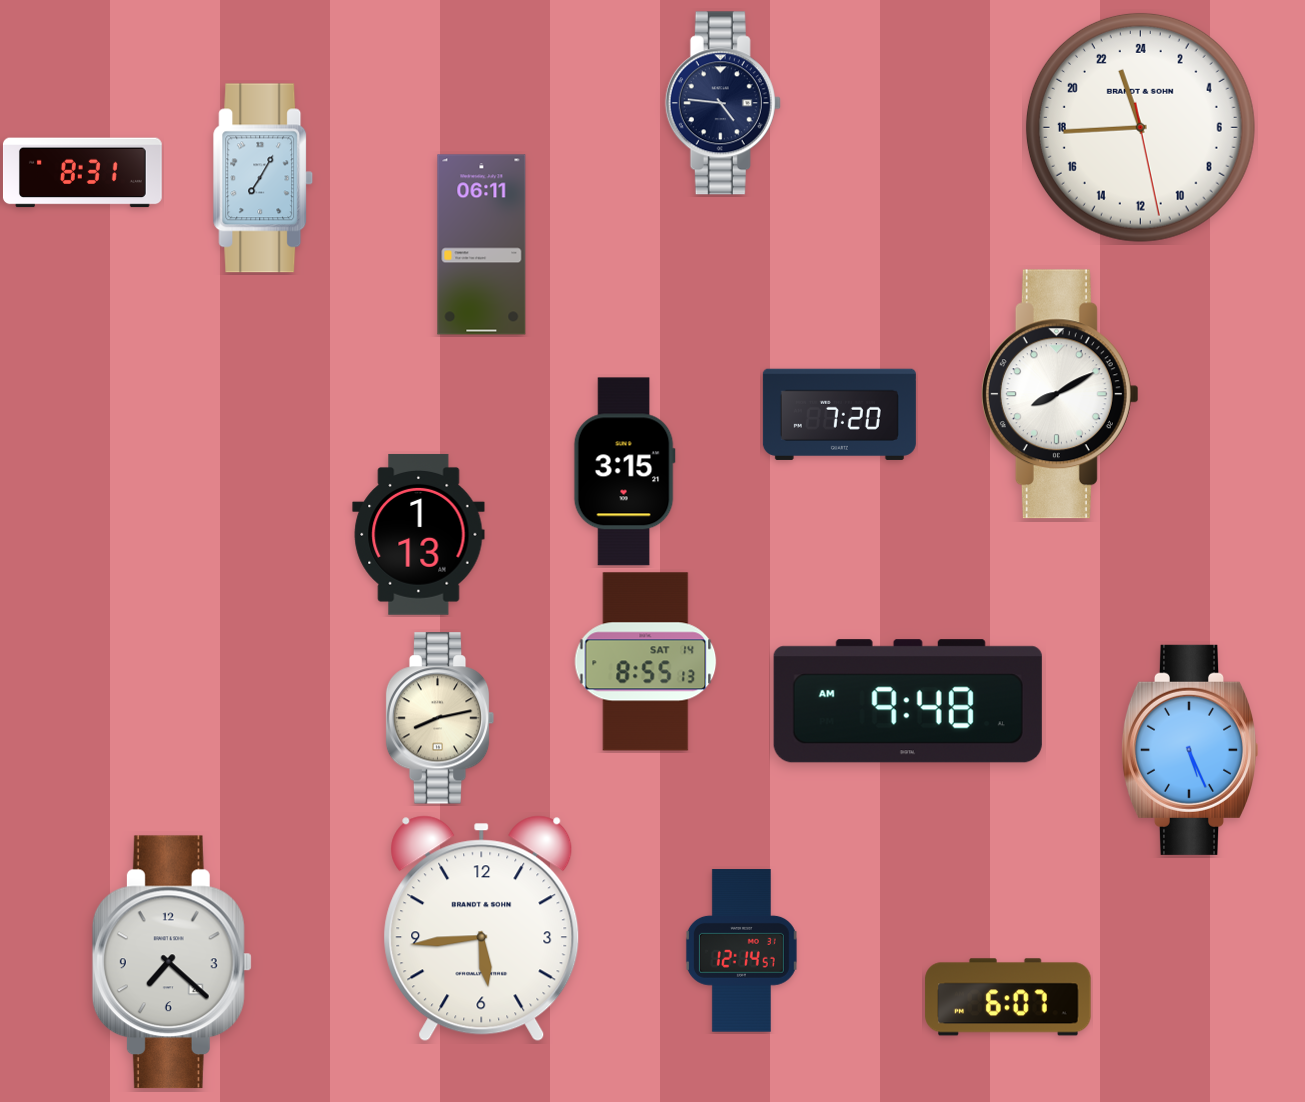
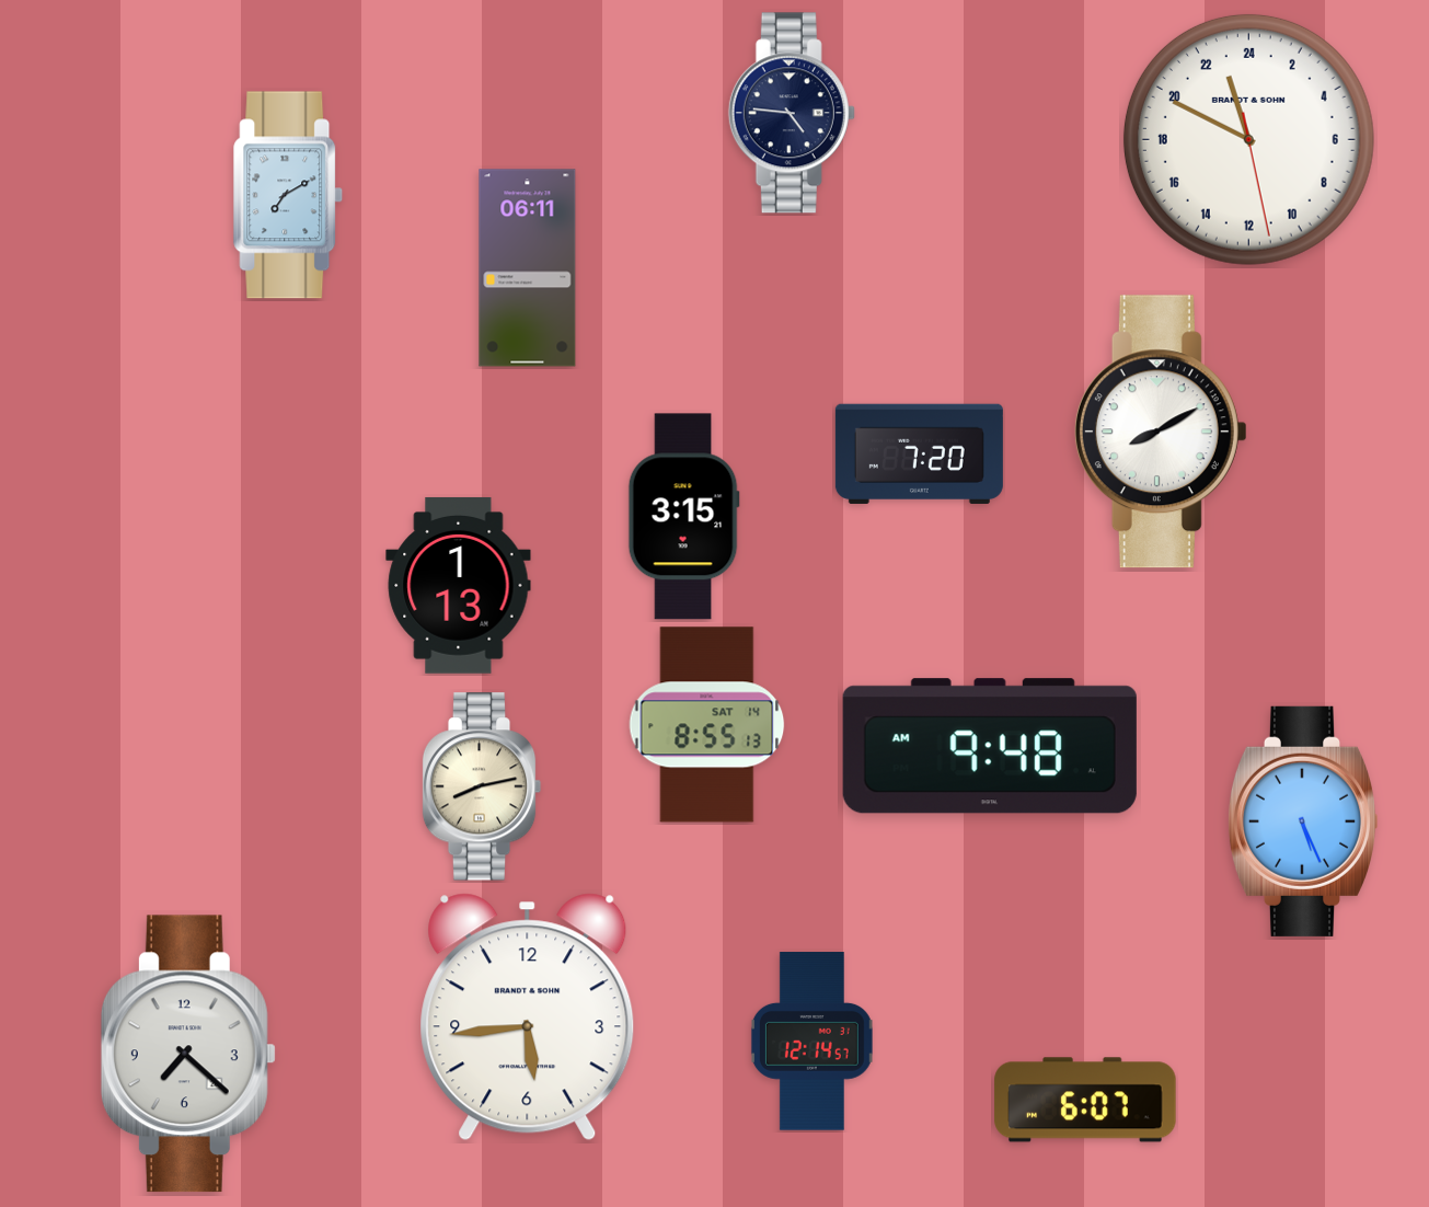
clock at (1140, 127): 22:44 -> 22:49
clock at (82, 173): 8:31 -> none
clock at (263, 178): 7:05 -> 7:10
clock at (908, 701) position: (908, 701) -> (990, 746)
clock at (1008, 997) position: (1008, 997) -> (1085, 1100)
